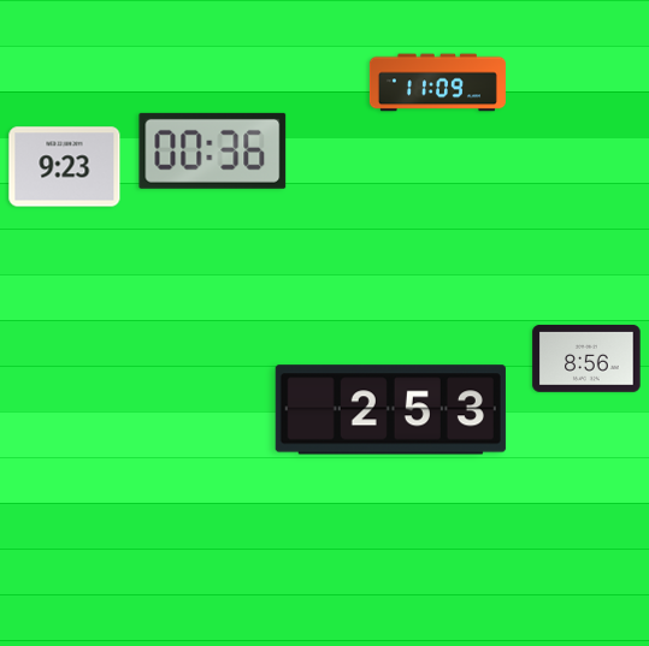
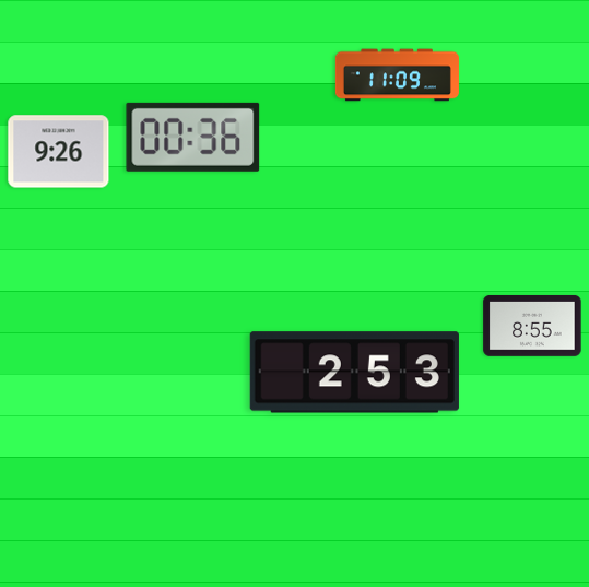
clock at (65, 167): 9:23 -> 9:26
clock at (586, 358): 8:56 -> 8:55
